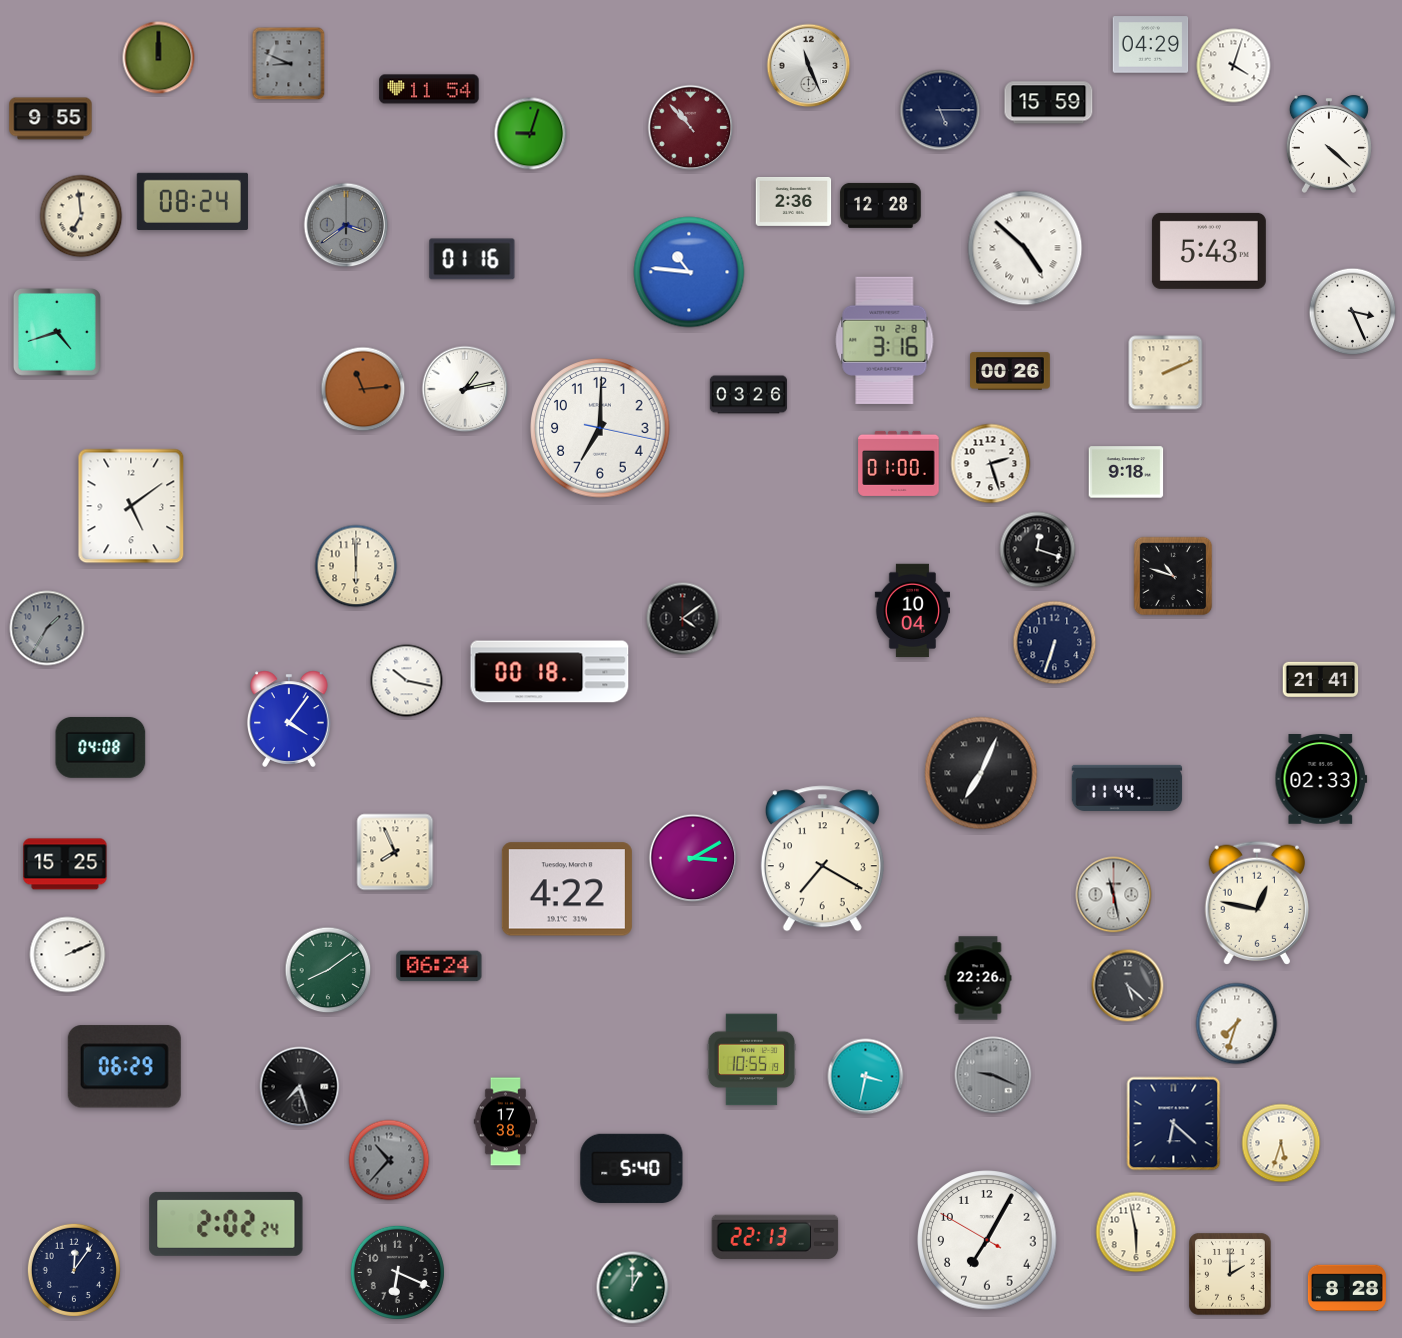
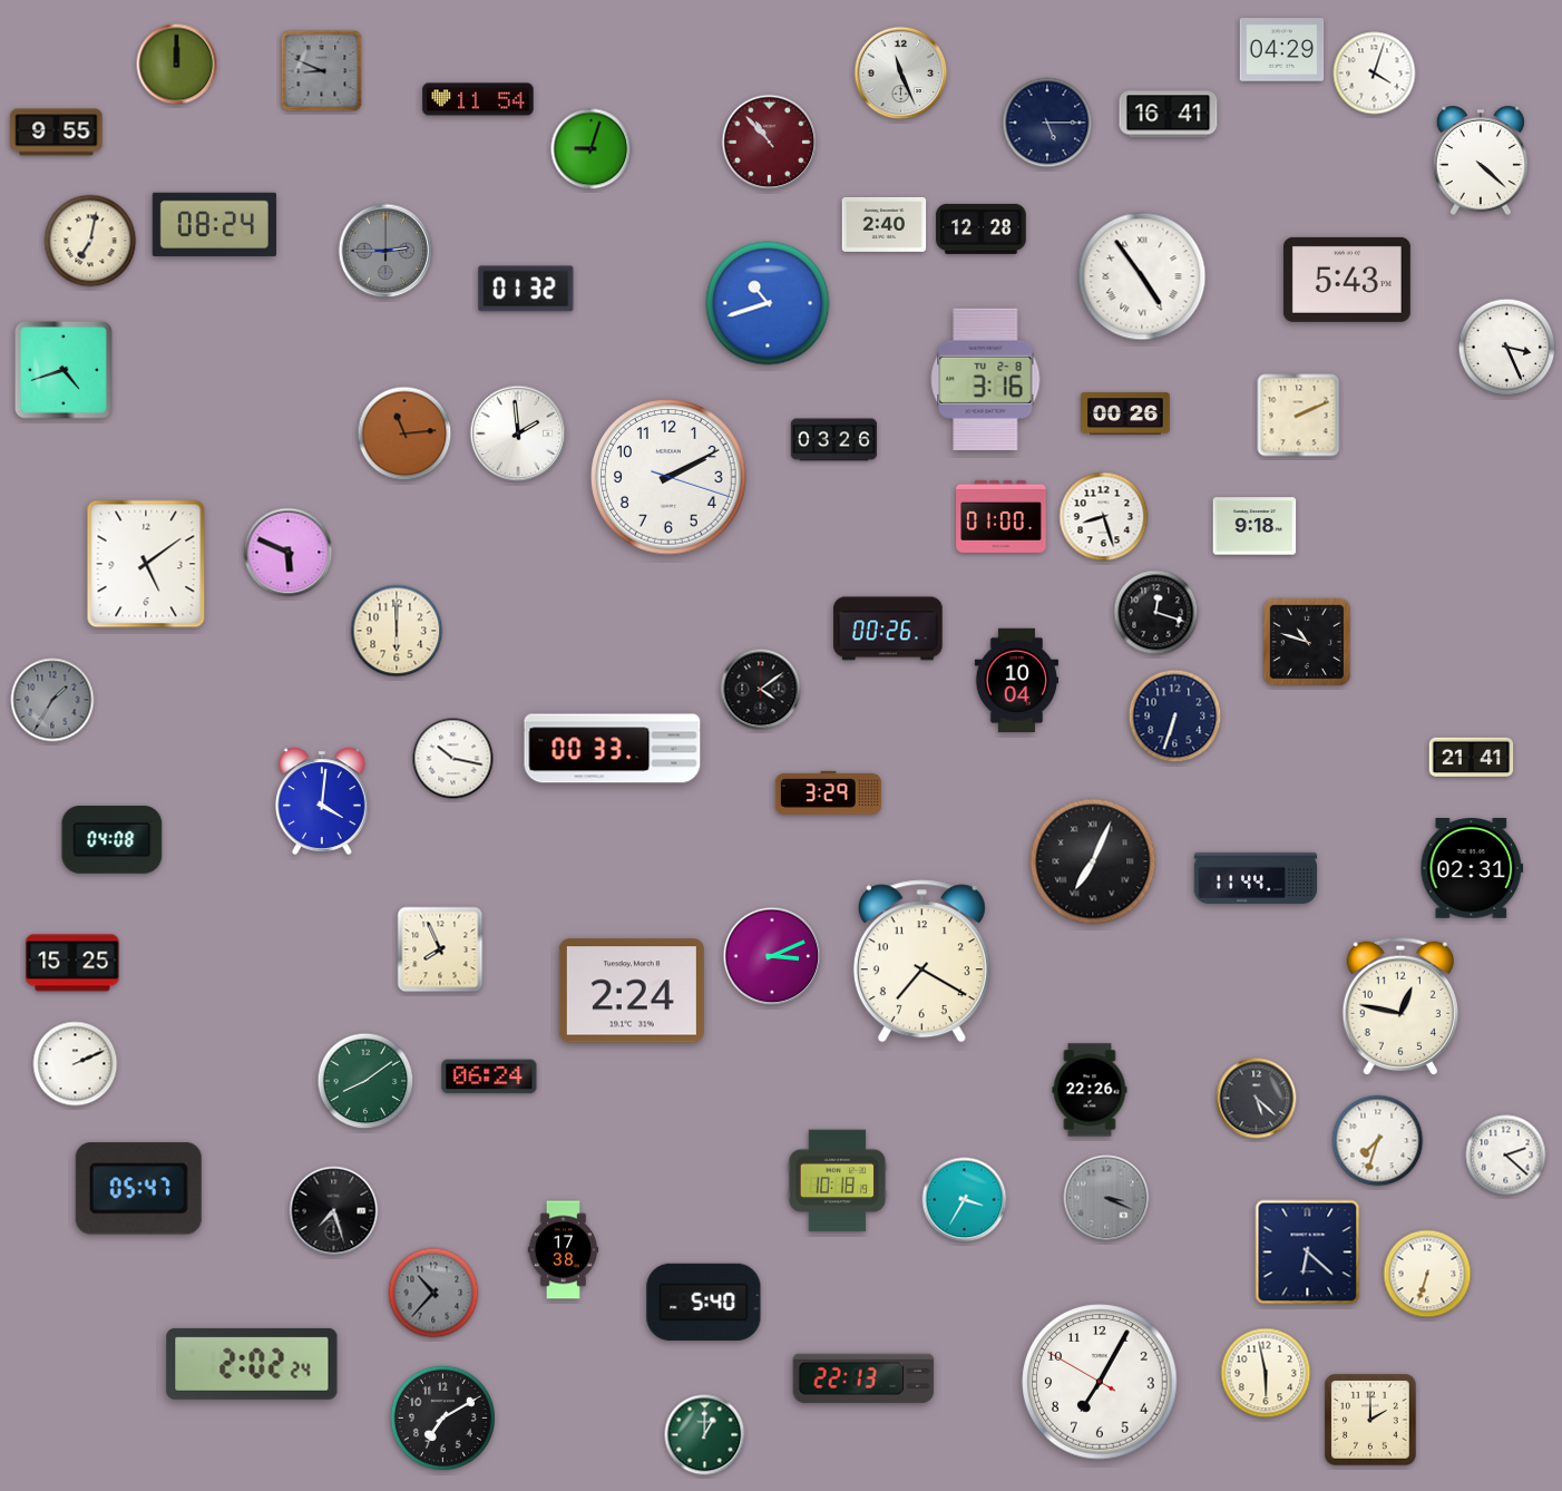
clock at (1049, 103): 15:59 -> 16:41
clock at (794, 201): 2:36 -> 2:40
clock at (81, 216): 6:59 -> 7:02
clock at (346, 225): 3:39 -> 2:45
clock at (1025, 248): 4:52 -> 4:54
clock at (472, 259): 01:16 -> 01:32
clock at (689, 272): 10:46 -> 10:42
clock at (465, 389): 1:13 -> 1:59
clock at (600, 428): 7:00 -> 2:10
clock at (991, 464): 2:27 -> 8:27
clock at (289, 553): none -> 5:49
clock at (888, 628): none -> 00:26
clock at (550, 672): 00:18 -> 00:33
clock at (828, 792): none -> 3:29
clock at (290, 719): 4:06 -> 4:01
clock at (101, 747) position: (101, 747) -> (113, 839)
clock at (1321, 779): 02:33 -> 02:31
clock at (693, 858): 3:10 -> 3:11
clock at (822, 859) position: (822, 859) -> (921, 962)
clock at (567, 889): 4:22 -> 2:24
clock at (1114, 895): 11:28 -> none
clock at (1506, 1156): none -> 2:22
clock at (752, 1060): 10:55 -> 10:18
clock at (124, 1067): 06:29 -> 05:47
clock at (993, 1075): 9:19 -> 3:19
clock at (866, 1077): 3:32 -> 3:35
clock at (1281, 1143): 5:33 -> 6:33
clock at (74, 1270): 12:06 -> none
clock at (397, 1272): 6:19 -> 7:10
clock at (1347, 1288): 8:28 -> none
